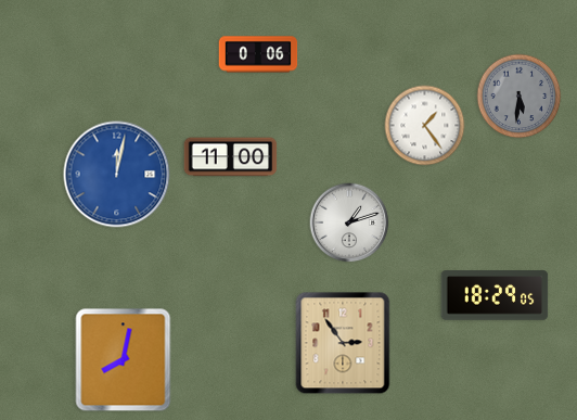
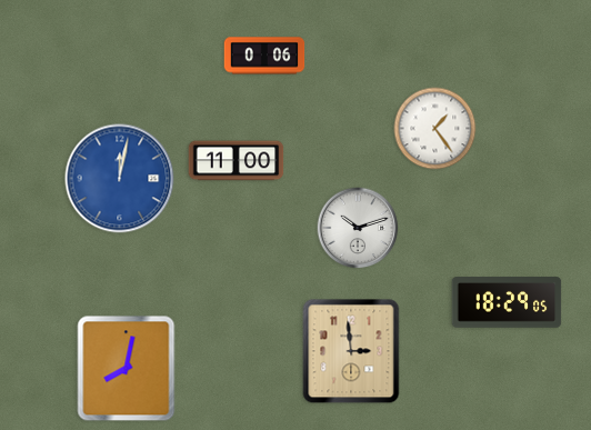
clock at (520, 97): 5:31 -> none
clock at (349, 222): 1:12 -> 10:12
clock at (343, 343): 2:54 -> 2:59
